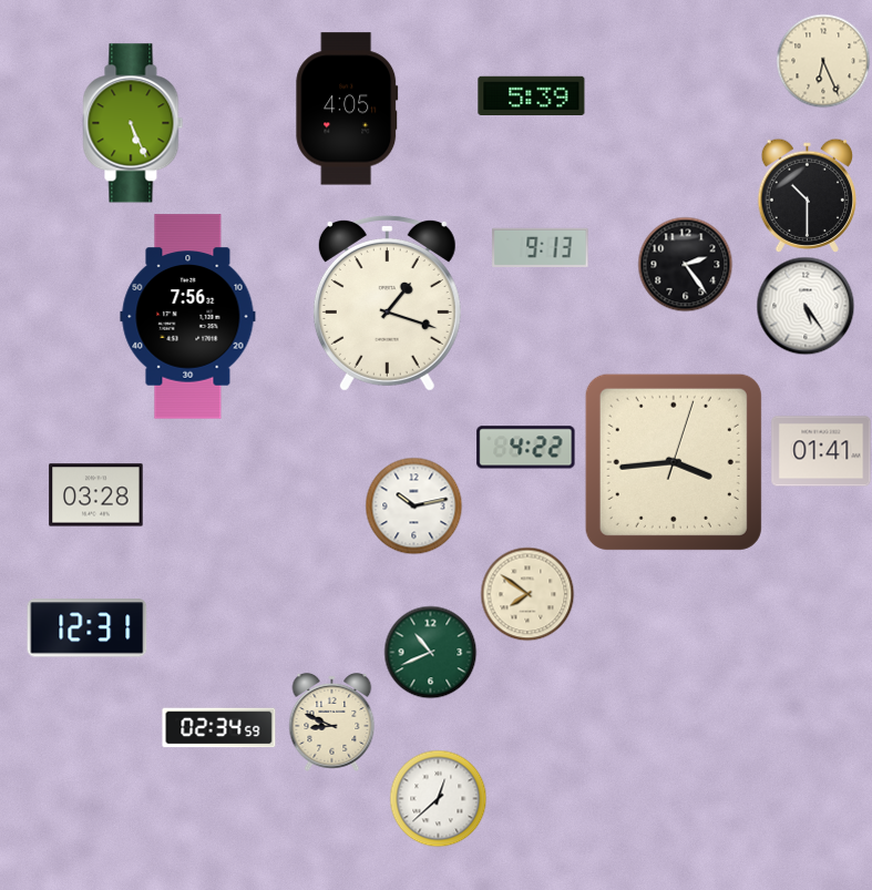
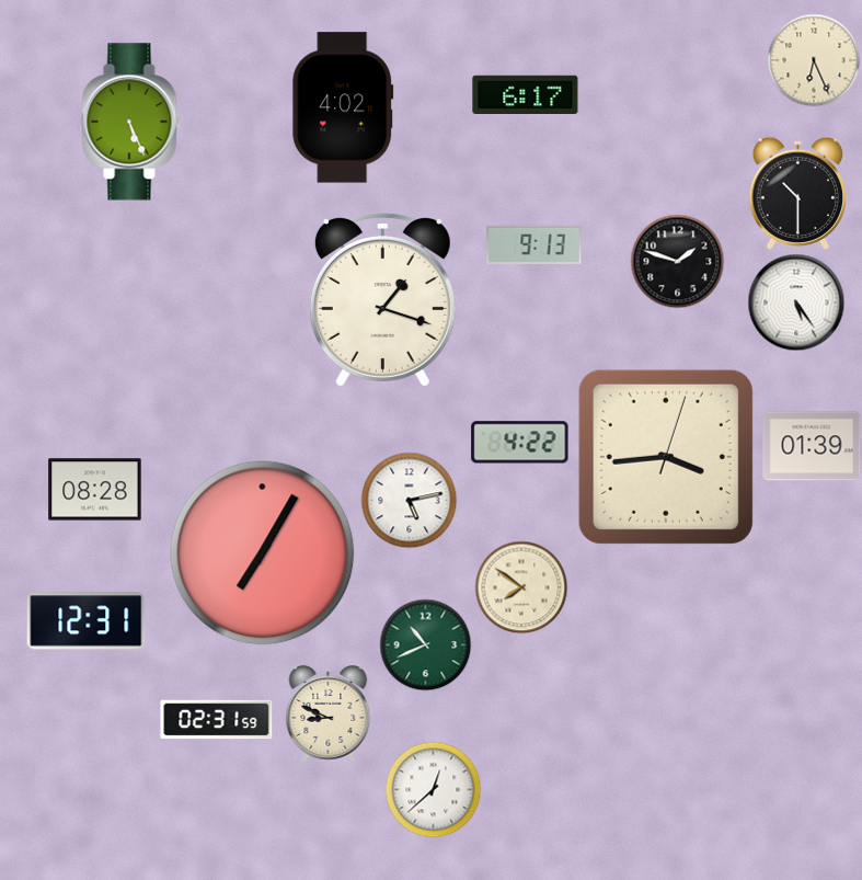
clock at (532, 95): 5:39 -> 6:17
clock at (347, 109): 4:05 -> 4:02
clock at (685, 264): 2:24 -> 1:48
clock at (188, 317): 7:56 -> none
clock at (821, 451): 01:41 -> 01:39
clock at (96, 495): 03:28 -> 08:28
clock at (413, 505): 10:13 -> 5:13
clock at (263, 553): none -> 7:05
clock at (219, 728): 02:34 -> 02:31
